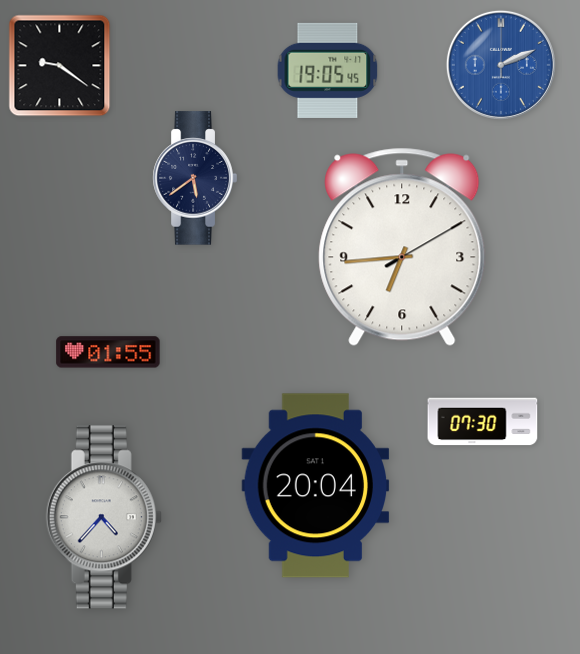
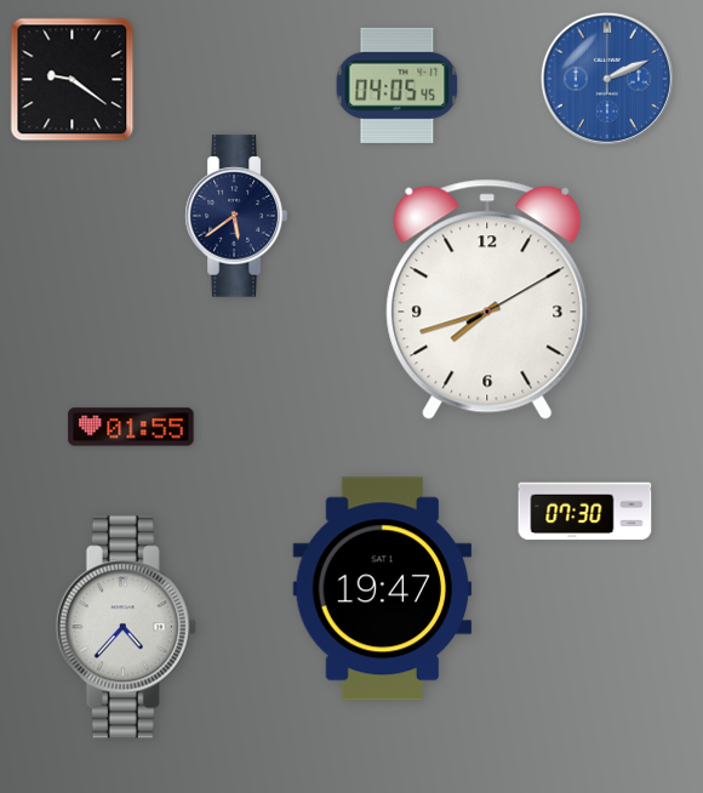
clock at (328, 70): 19:05 -> 04:05
clock at (402, 247): 6:44 -> 7:42
clock at (316, 486): 20:04 -> 19:47
